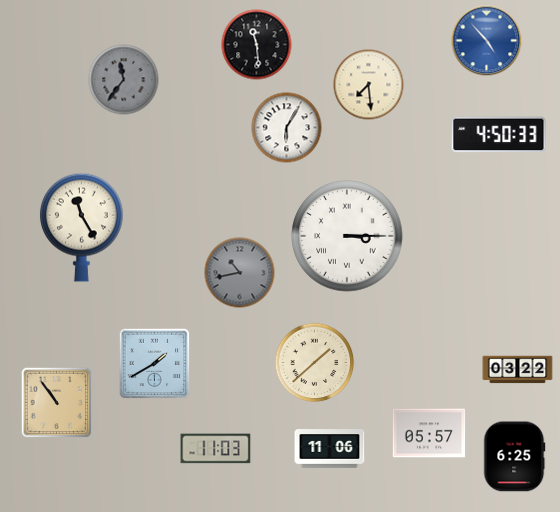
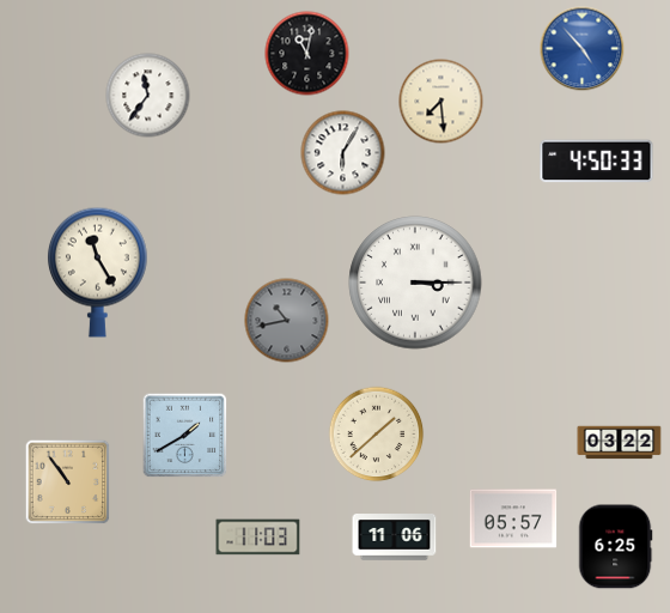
clock at (257, 45): 11:29 -> 11:02
clock at (124, 80) dial: grey -> white
clock at (240, 273) position: (240, 273) -> (287, 321)
